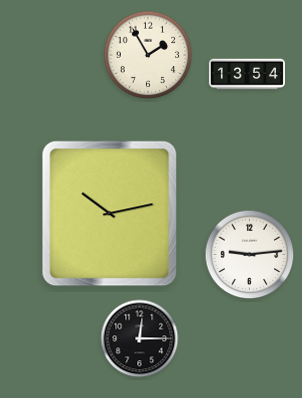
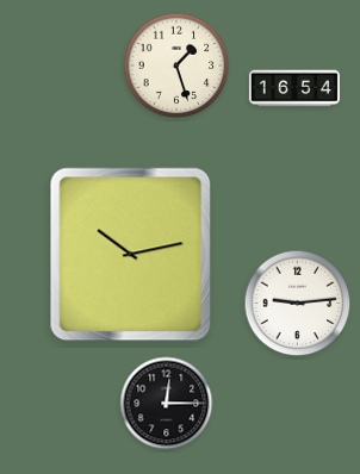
clock at (148, 55): 1:55 -> 1:27
clock at (247, 74): 13:54 -> 16:54
